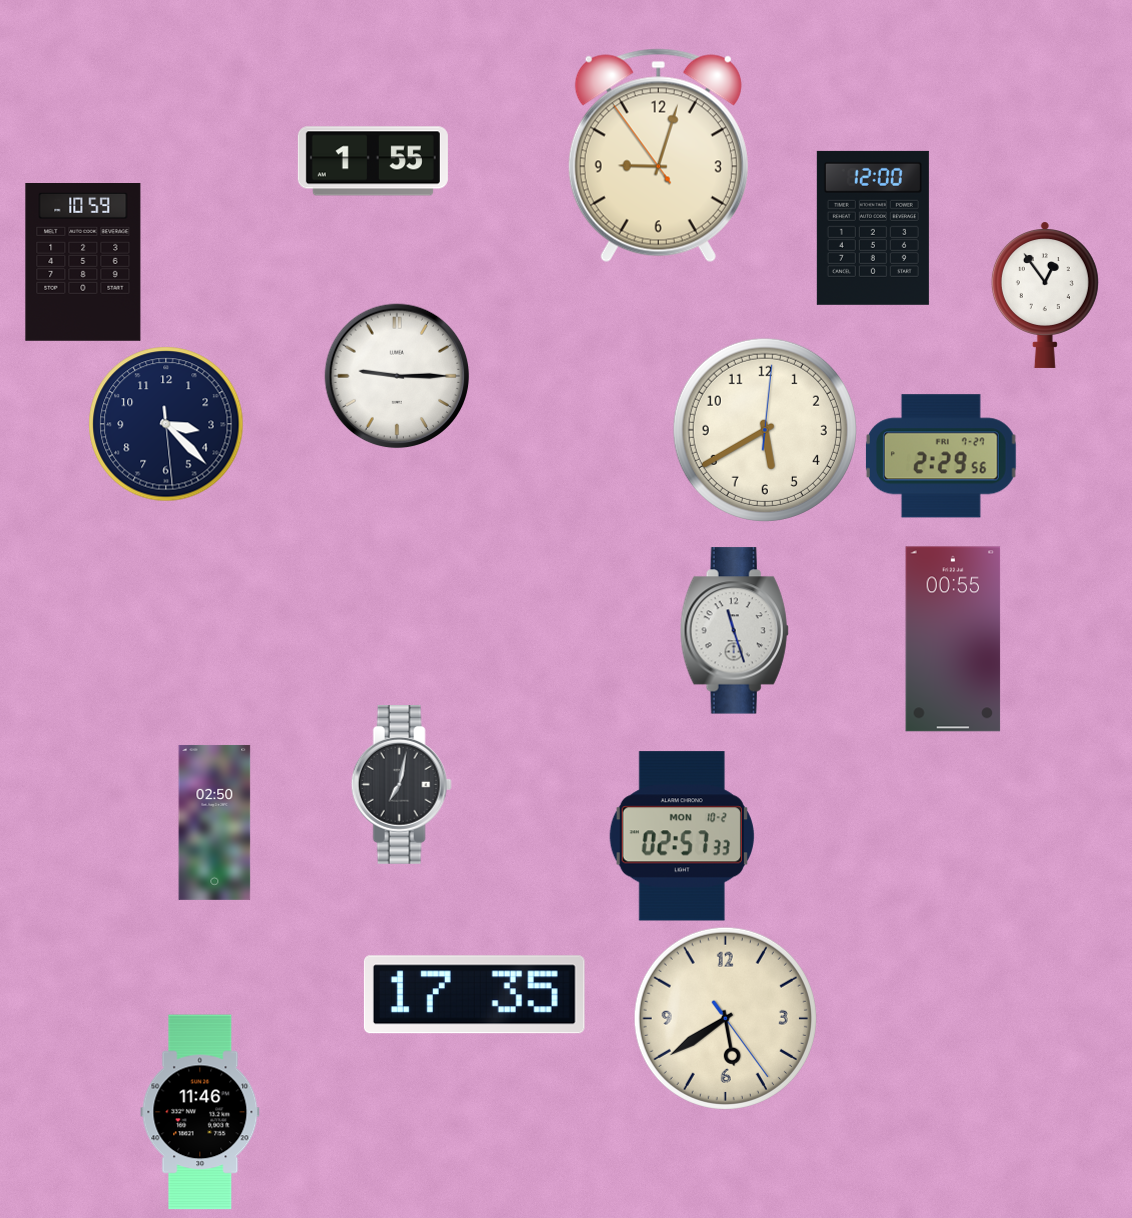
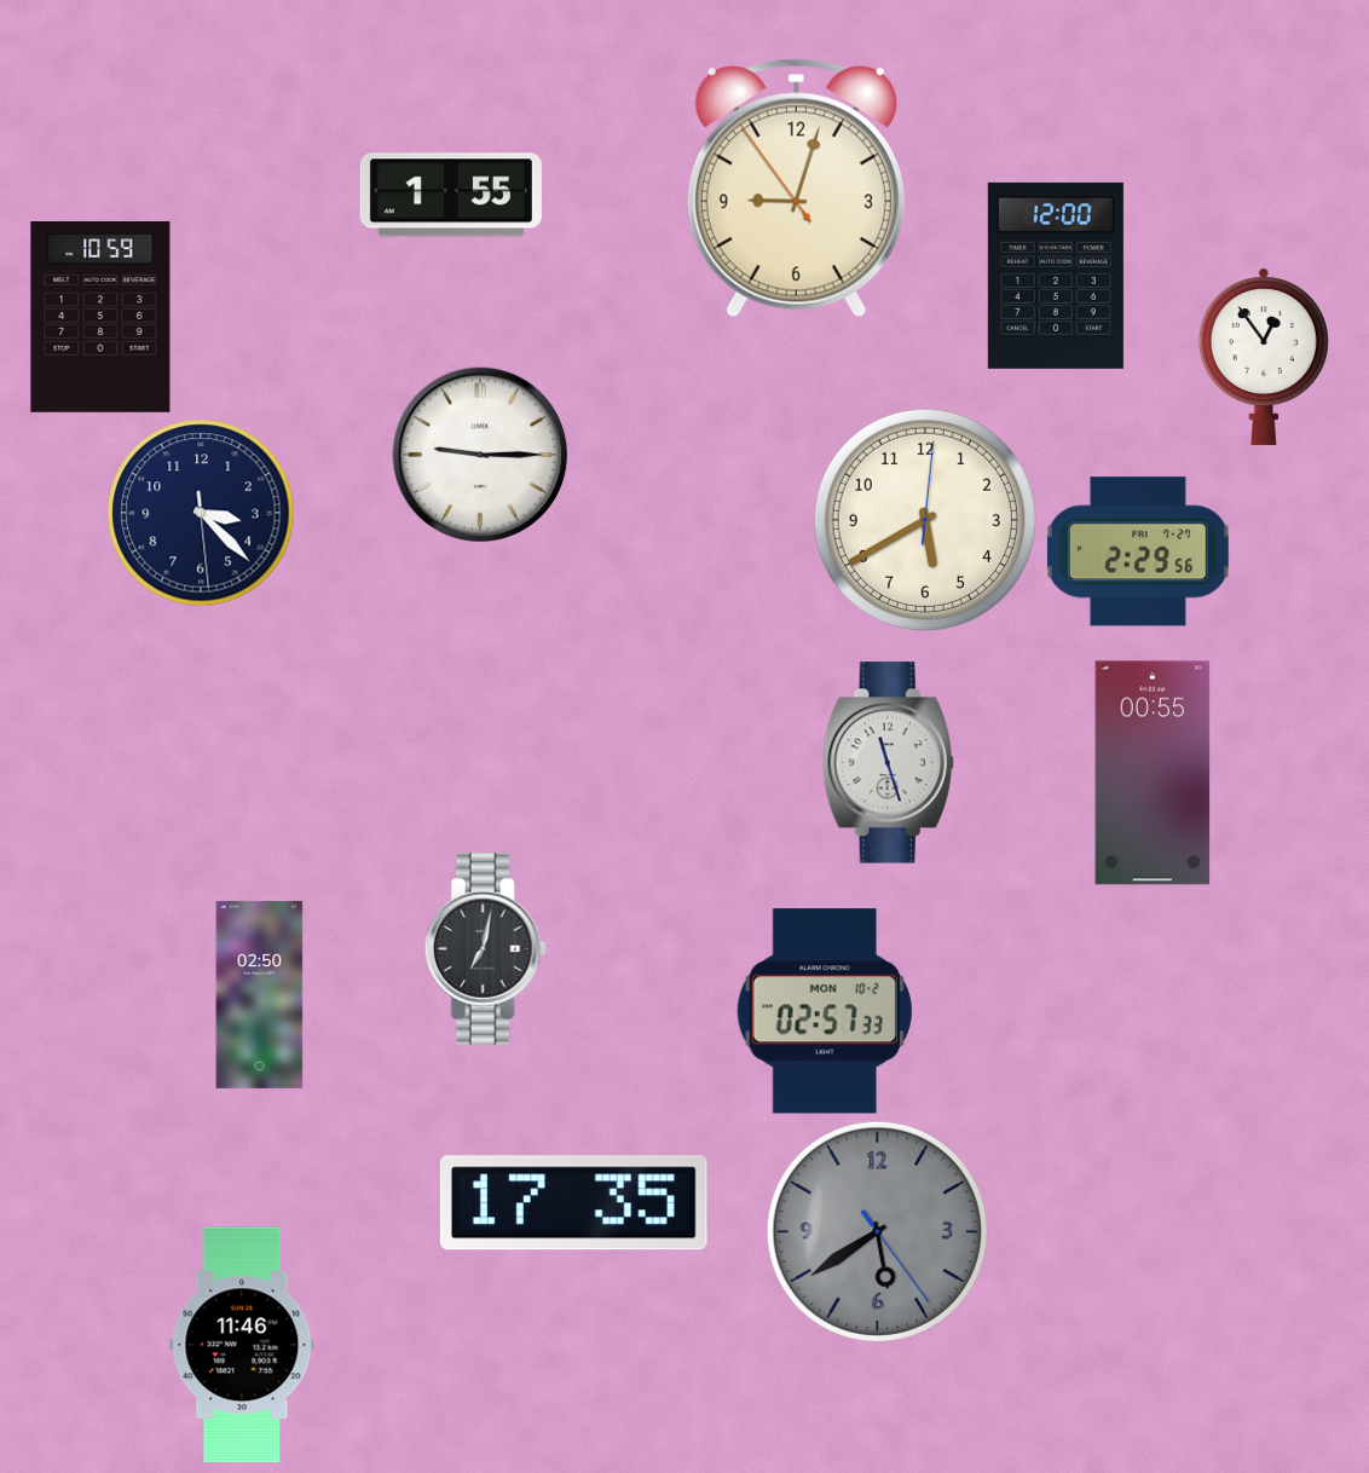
clock at (725, 1018) dial: cream -> grey
